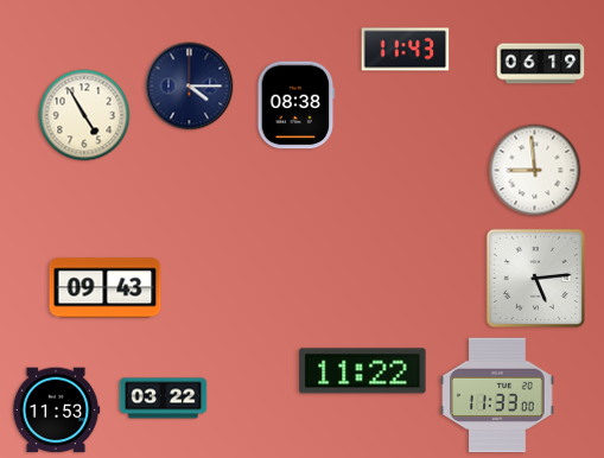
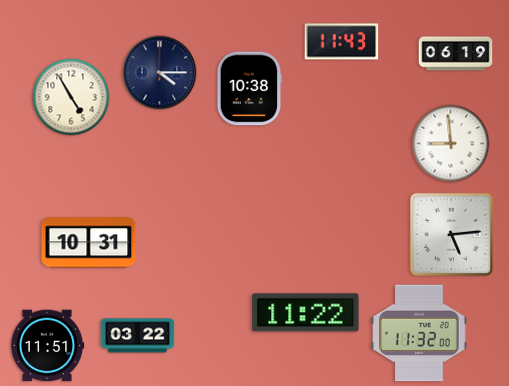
clock at (297, 106): 08:38 -> 10:38
clock at (106, 288): 09:43 -> 10:31
clock at (497, 395): 11:33 -> 11:32
clock at (56, 411): 11:53 -> 11:51
